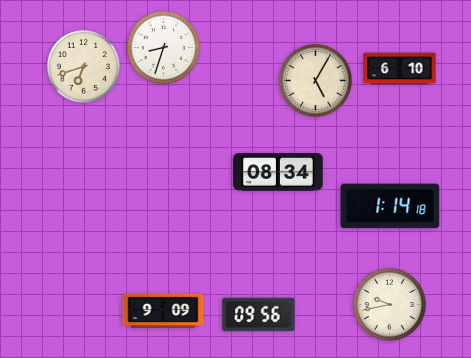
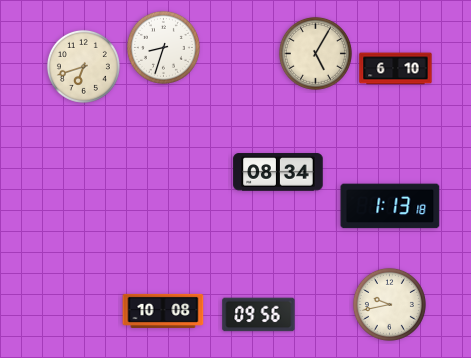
clock at (400, 69) position: (400, 69) -> (396, 69)
clock at (315, 80) position: (315, 80) -> (315, 53)
clock at (390, 206): 1:14 -> 1:13
clock at (163, 311): 9:09 -> 10:08
